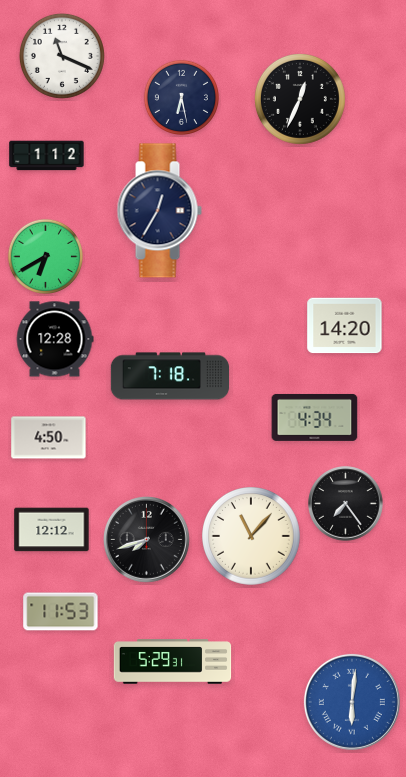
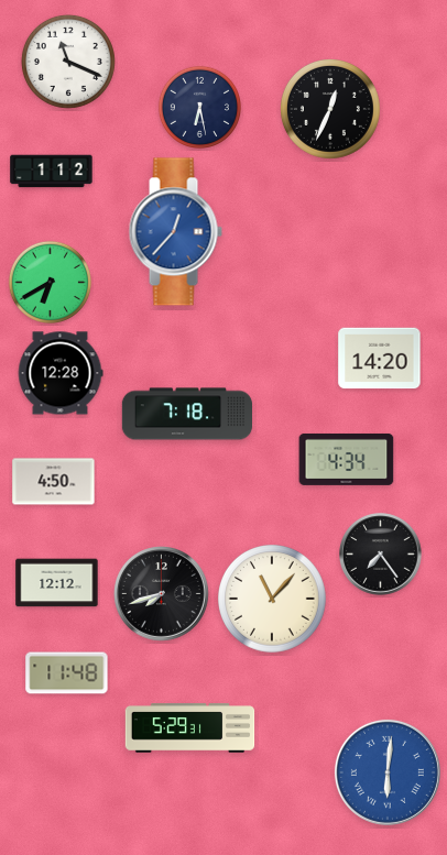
clock at (159, 211): 12:35 -> 12:37
clock at (159, 211) dial: navy -> blue
clock at (252, 537) position: (252, 537) -> (273, 600)
clock at (61, 612): 11:53 -> 11:48
